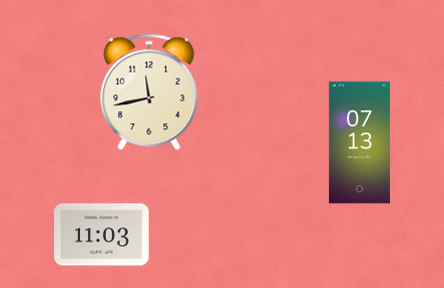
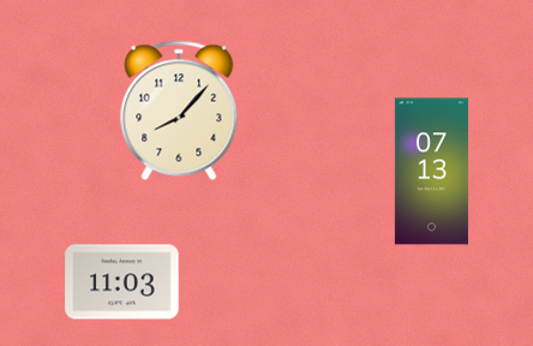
clock at (149, 92): 11:43 -> 8:07
